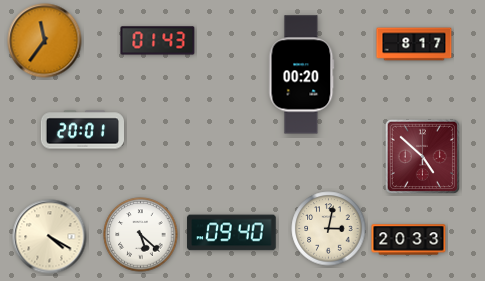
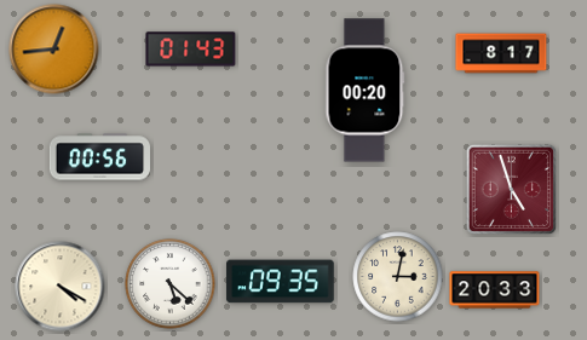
clock at (45, 41): 11:36 -> 12:44
clock at (82, 130): 20:01 -> 00:56
clock at (422, 156): 4:52 -> 4:57
clock at (232, 233): 09:40 -> 09:35
